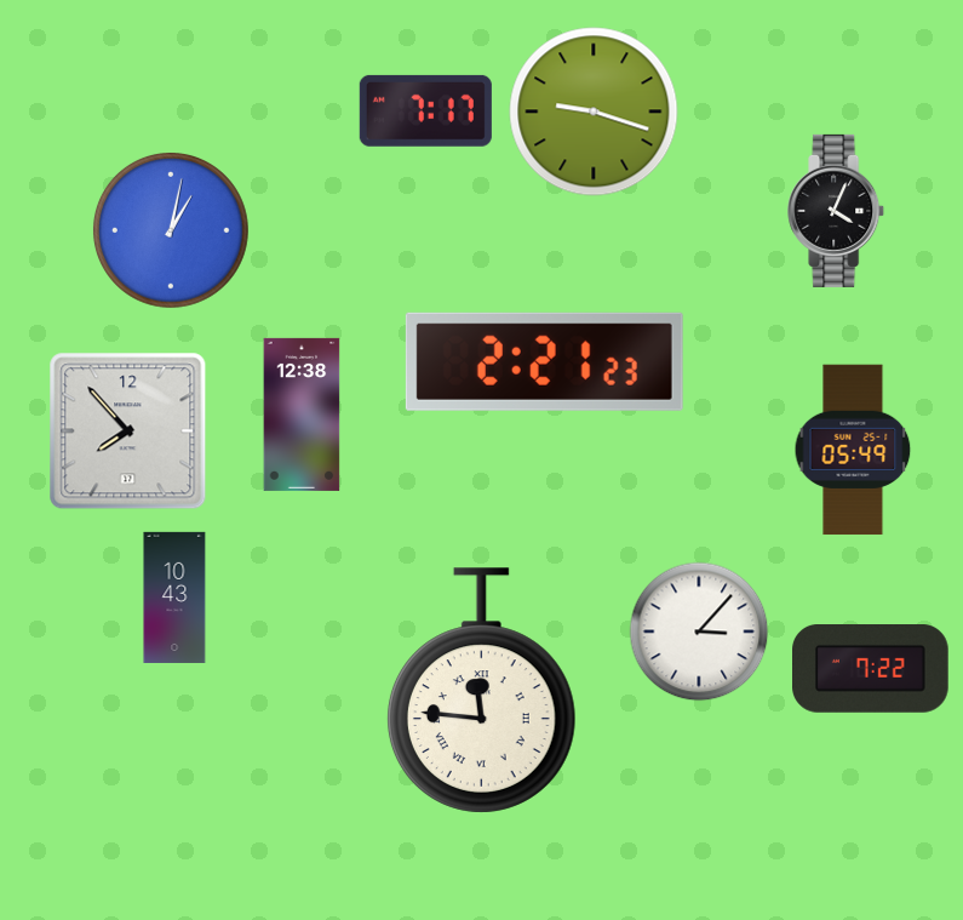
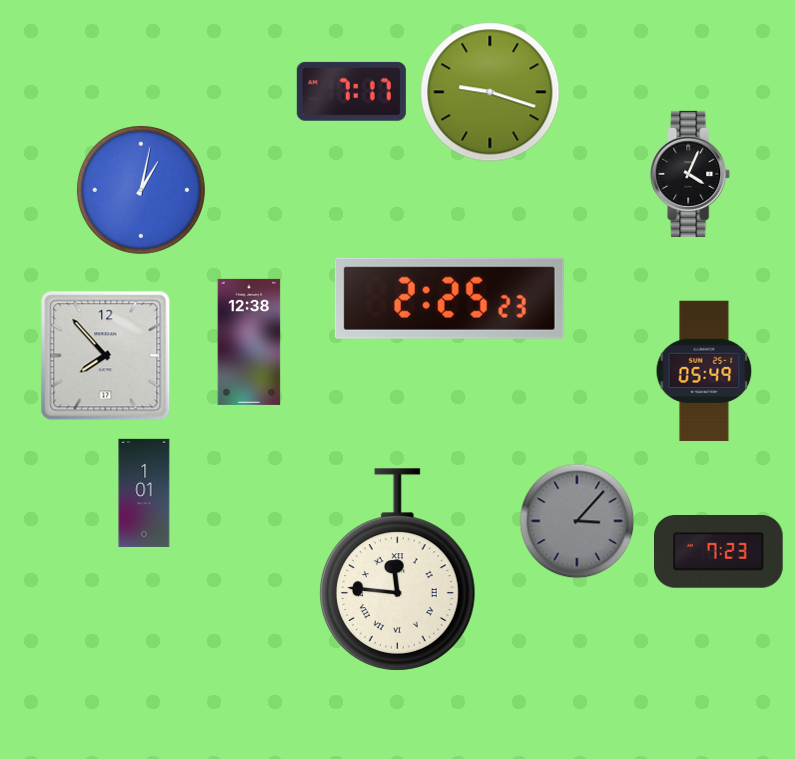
clock at (544, 361): 2:21 -> 2:25
clock at (174, 596): 10:43 -> 1:01
clock at (699, 632) dial: white -> grey
clock at (871, 669): 7:22 -> 7:23
